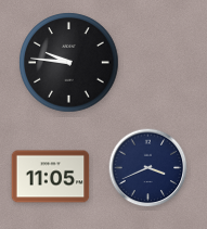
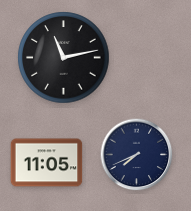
clock at (69, 63): 9:46 -> 11:13
clock at (148, 168): 3:41 -> 7:41
